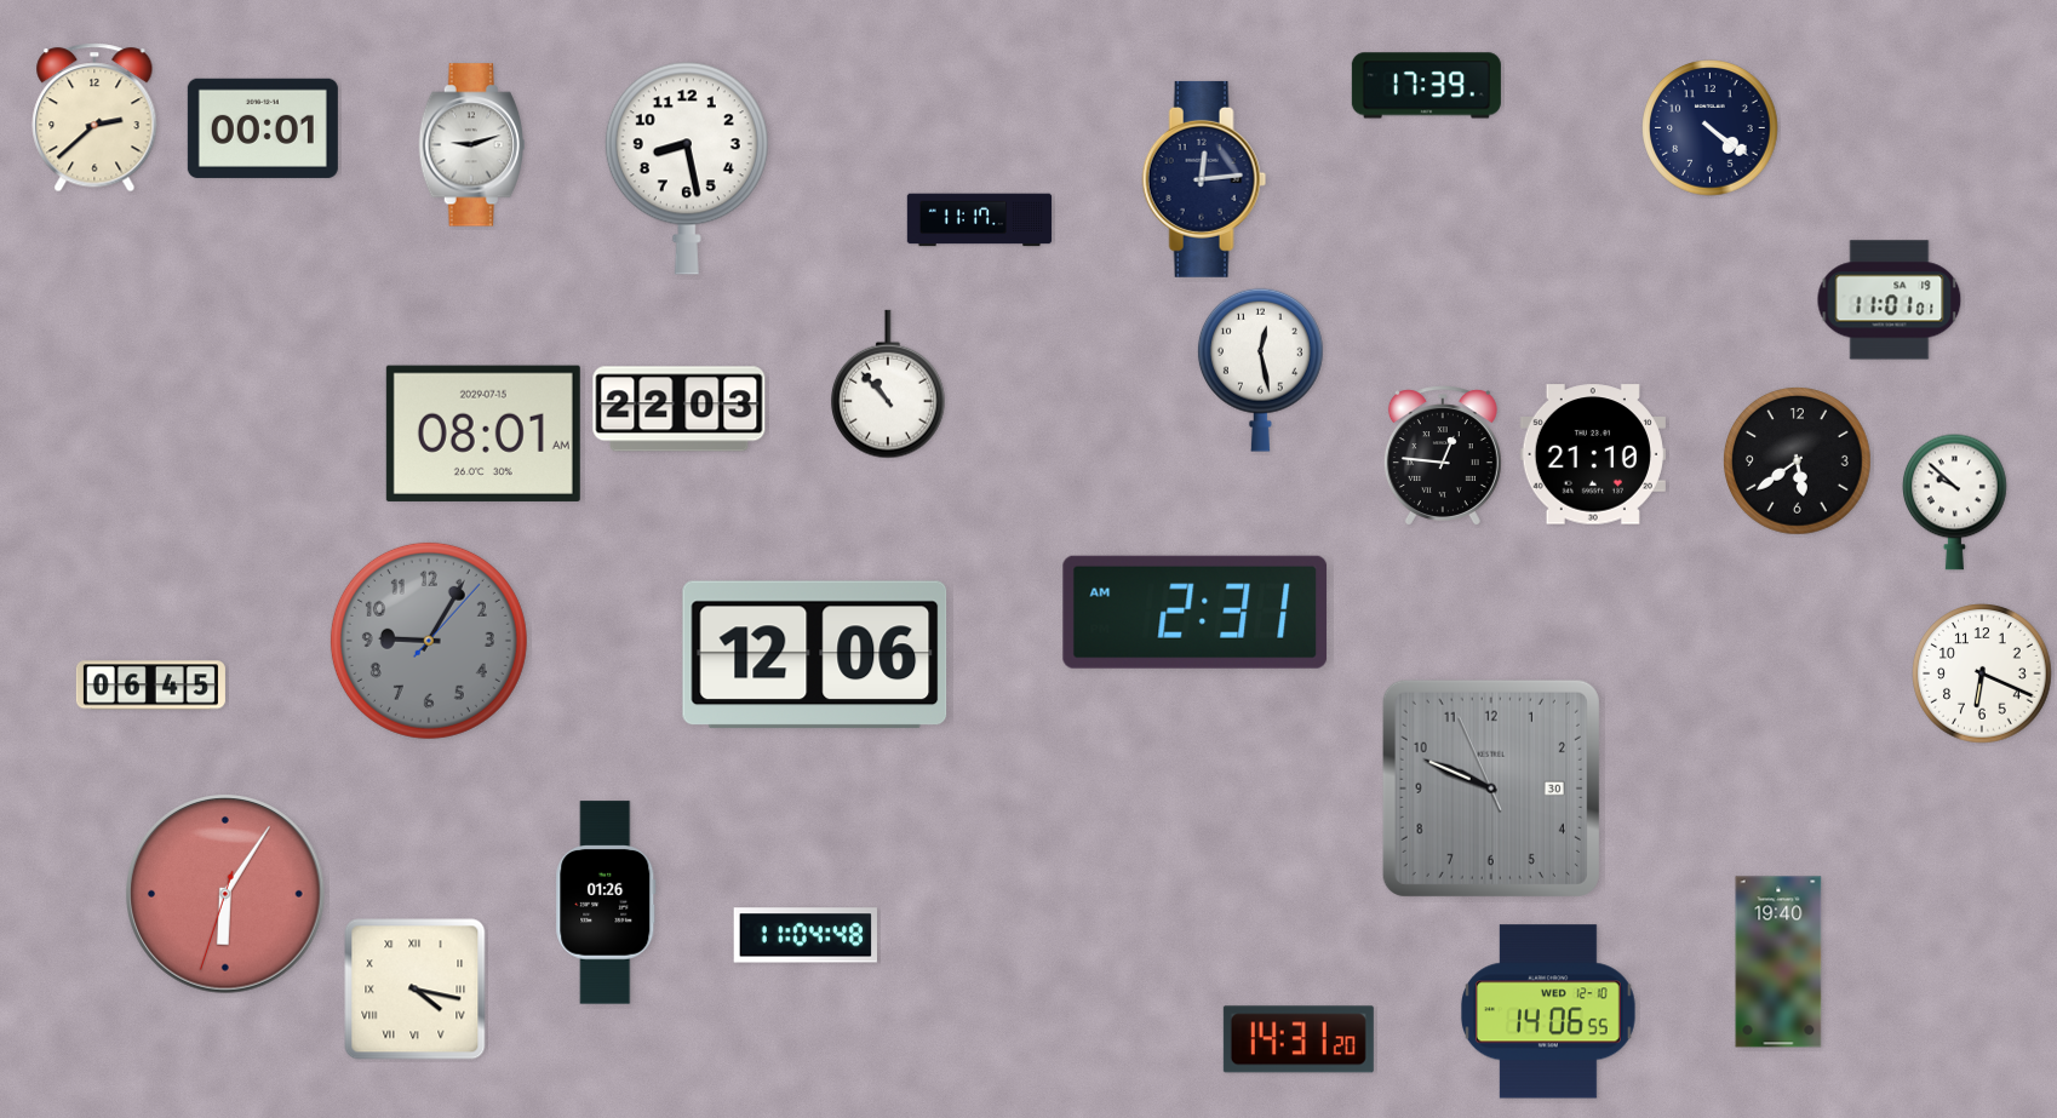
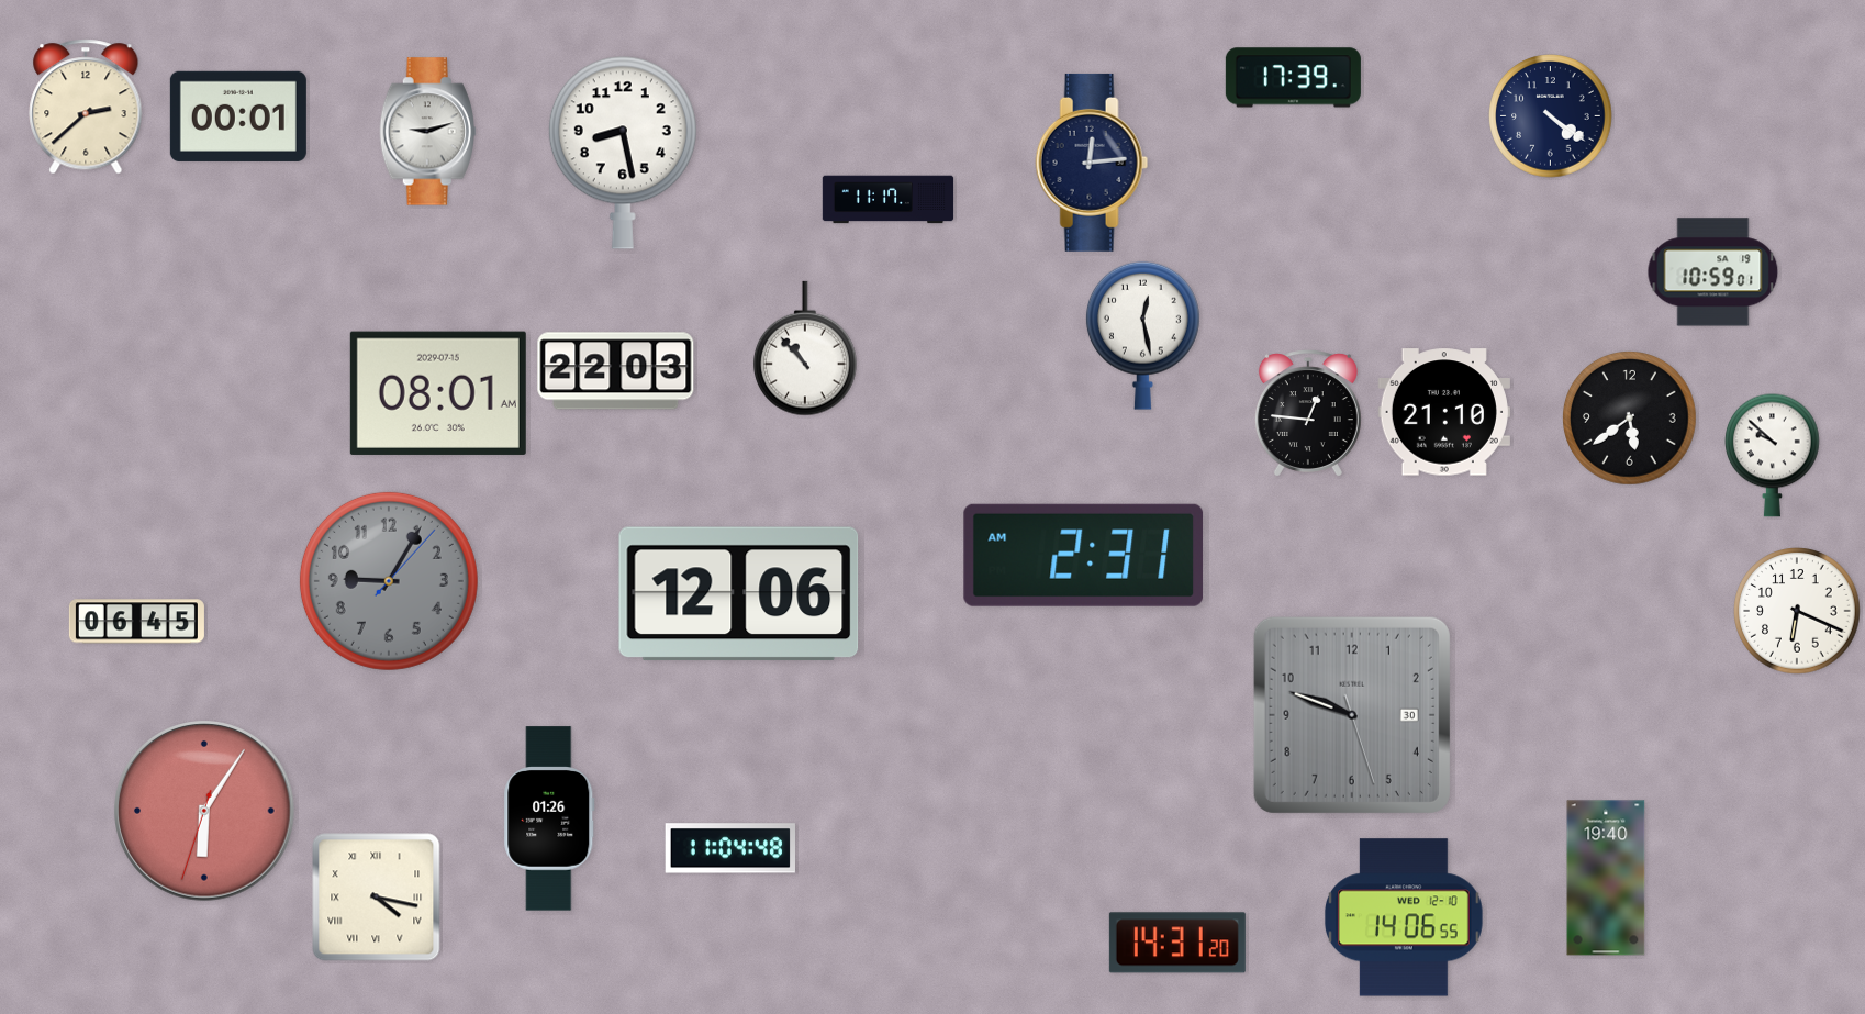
clock at (1890, 300): 11:01 -> 10:59
clock at (1491, 789): 9:48:56 -> 9:48:27
clock at (1778, 962) position: (1778, 962) -> (1606, 878)
